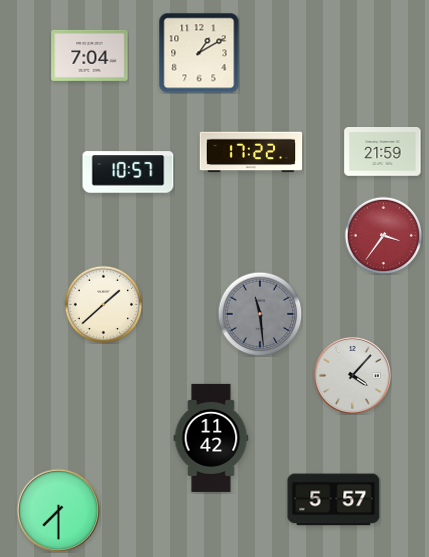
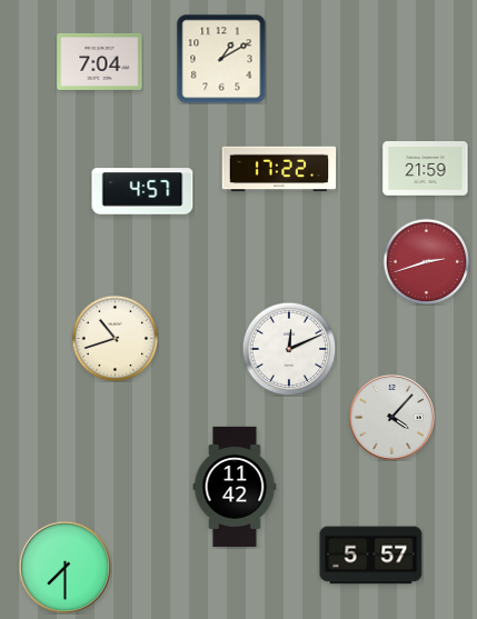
clock at (128, 172): 10:57 -> 4:57
clock at (383, 235): 3:36 -> 2:42
clock at (103, 304): 1:38 -> 10:42
clock at (260, 314): 11:29 -> 12:11
clock at (260, 314) dial: grey -> white
